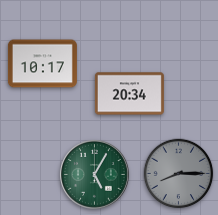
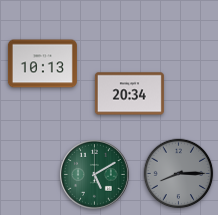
clock at (42, 64): 10:17 -> 10:13
clock at (95, 175): 5:05 -> 5:10
